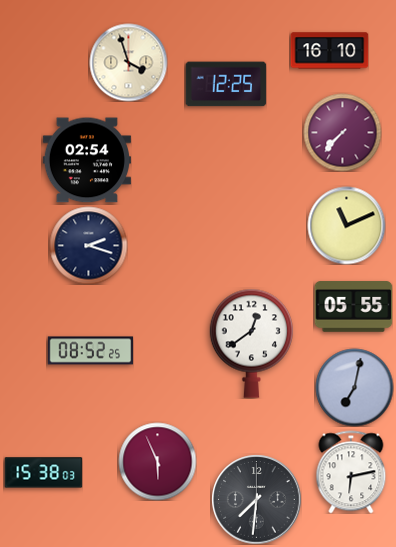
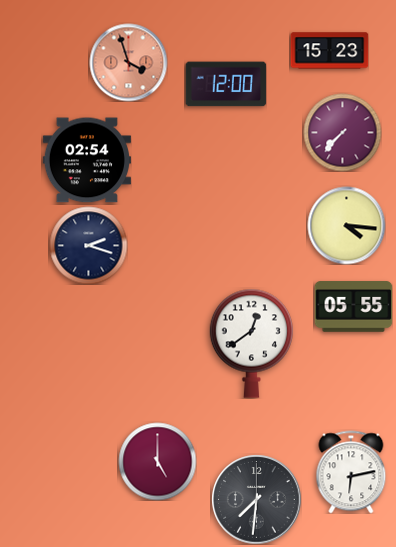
clock at (329, 51): 16:10 -> 15:23
clock at (128, 62) dial: cream -> salmon
clock at (226, 84): 12:25 -> 12:00
clock at (346, 225): 11:11 -> 4:16
clock at (90, 351): 08:52 -> none
clock at (354, 387): 7:02 -> none
clock at (157, 461): 5:56 -> 5:00
clock at (43, 473): 15:38 -> none
